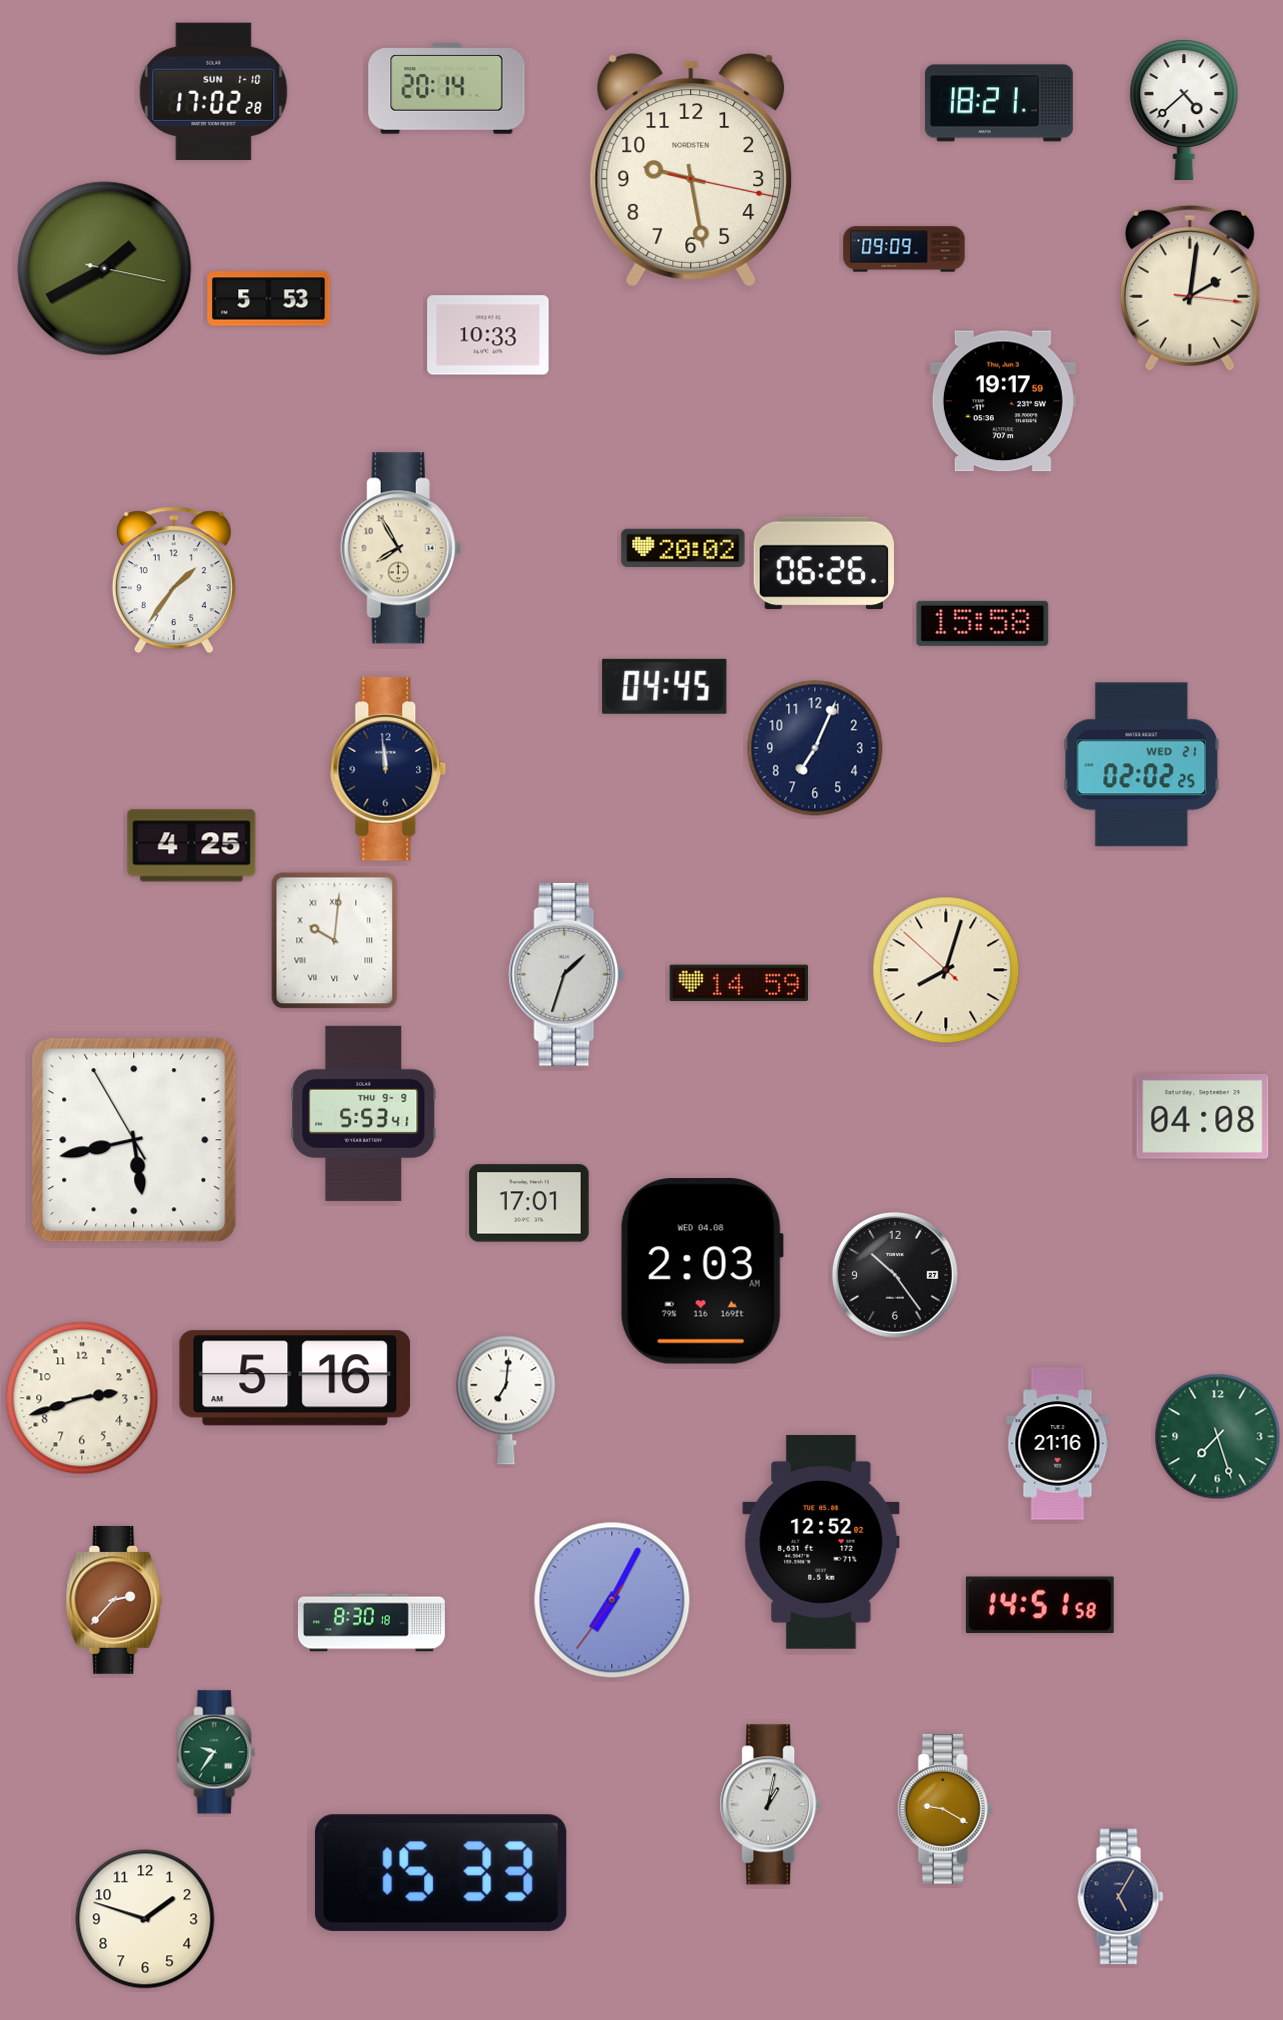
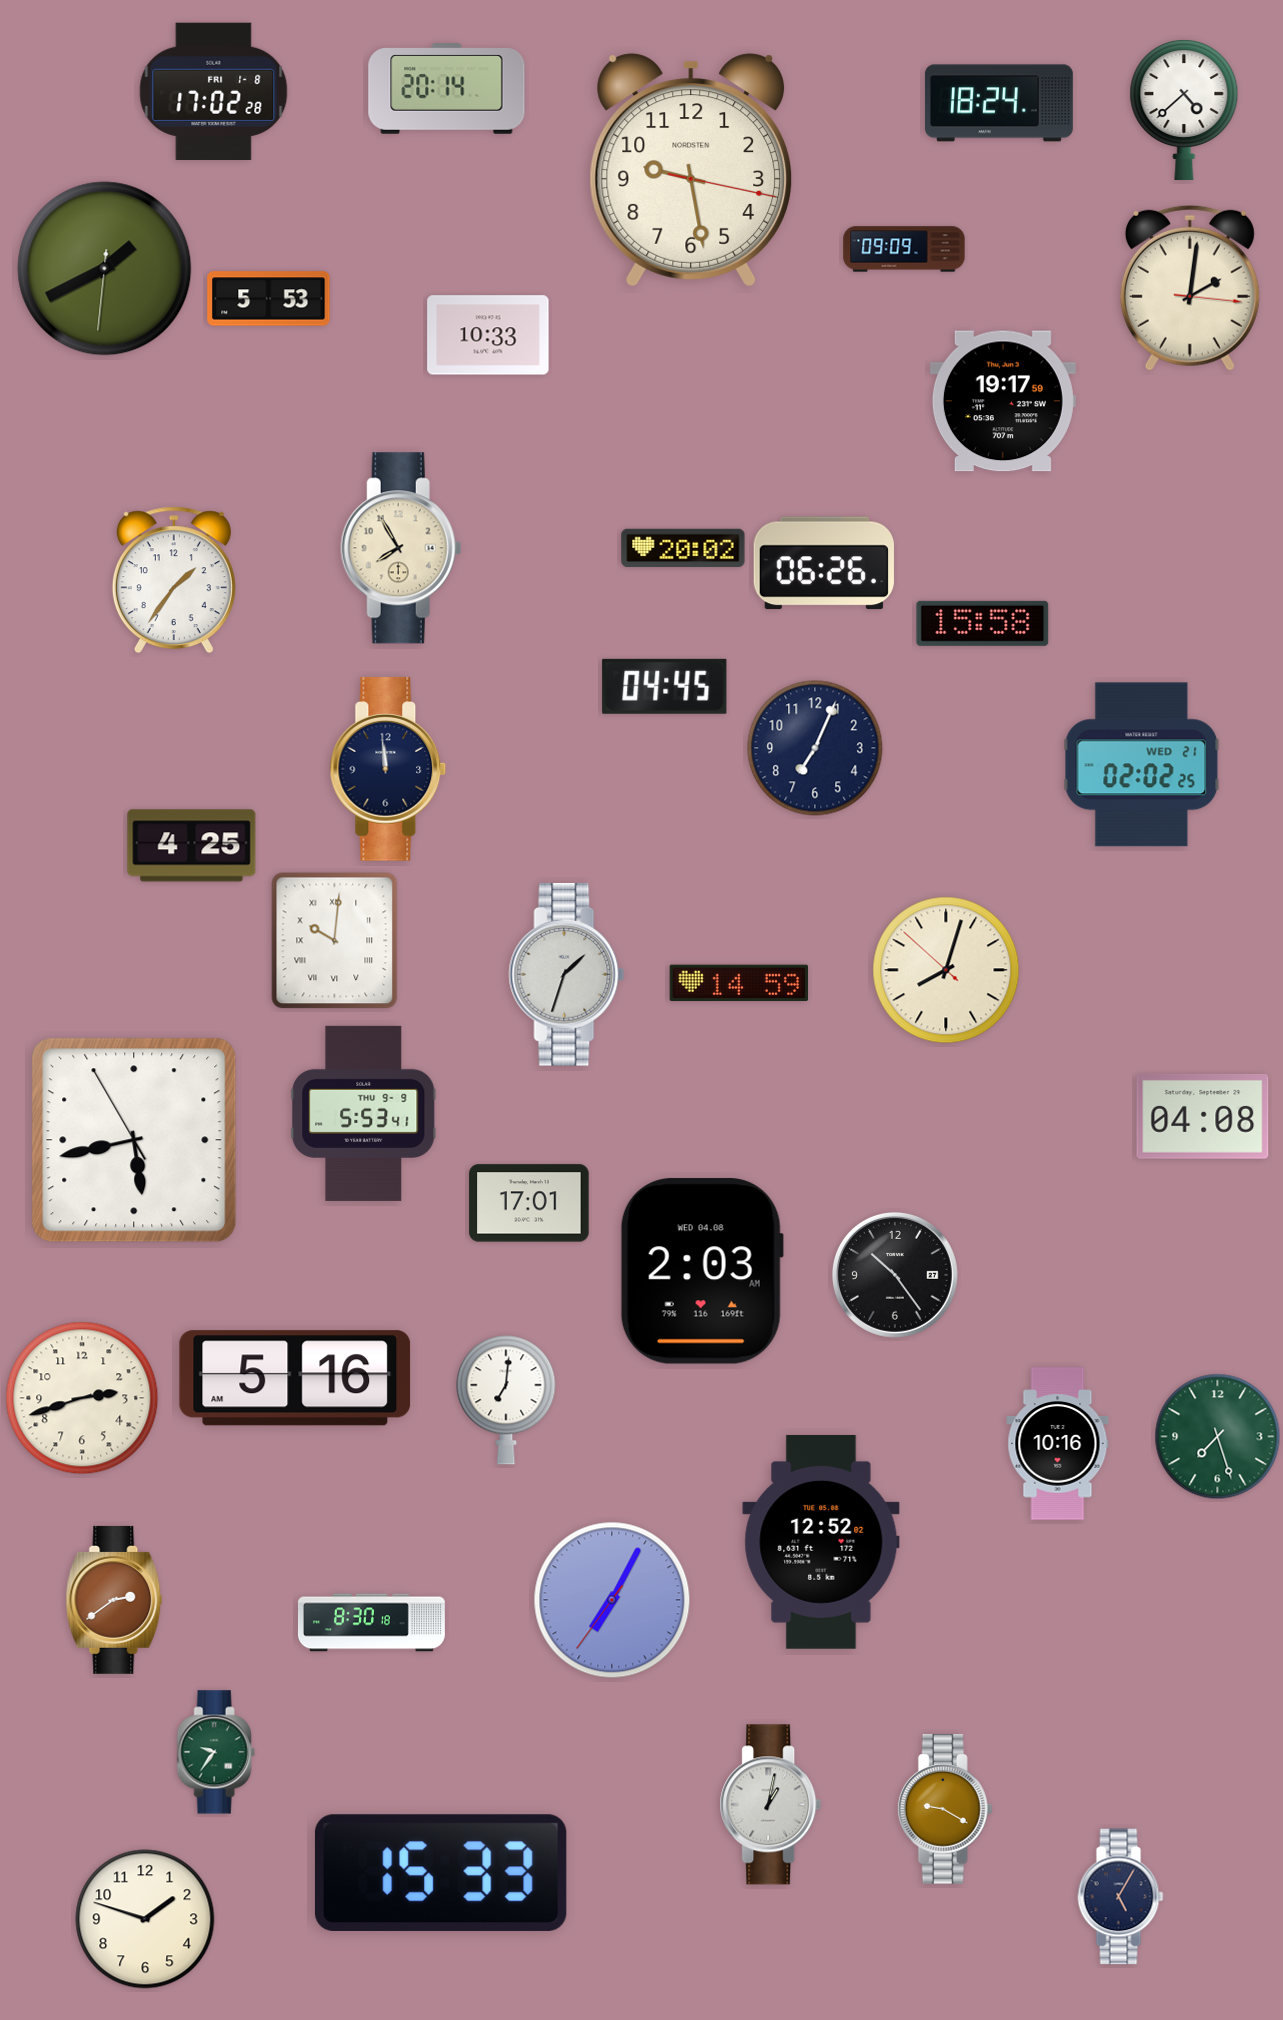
clock at (214, 91) date: SUN 1-10 -> FRI 1-8
clock at (999, 103): 18:21 -> 18:24
clock at (105, 269): 1:40:17 -> 1:40:31
clock at (1058, 1444): 21:16 -> 10:16
clock at (114, 1600): 2:37 -> 2:39
clock at (1040, 1605): 14:51 -> none
